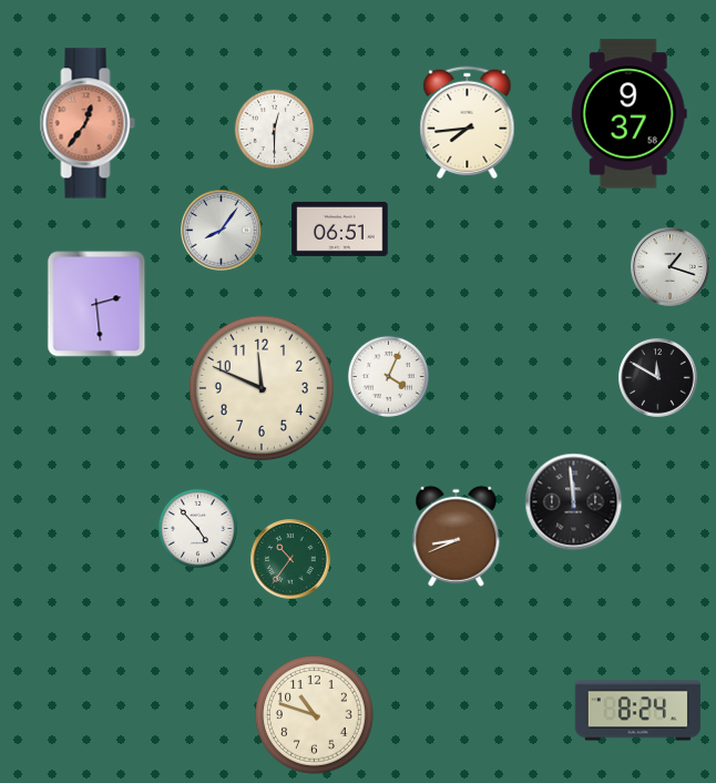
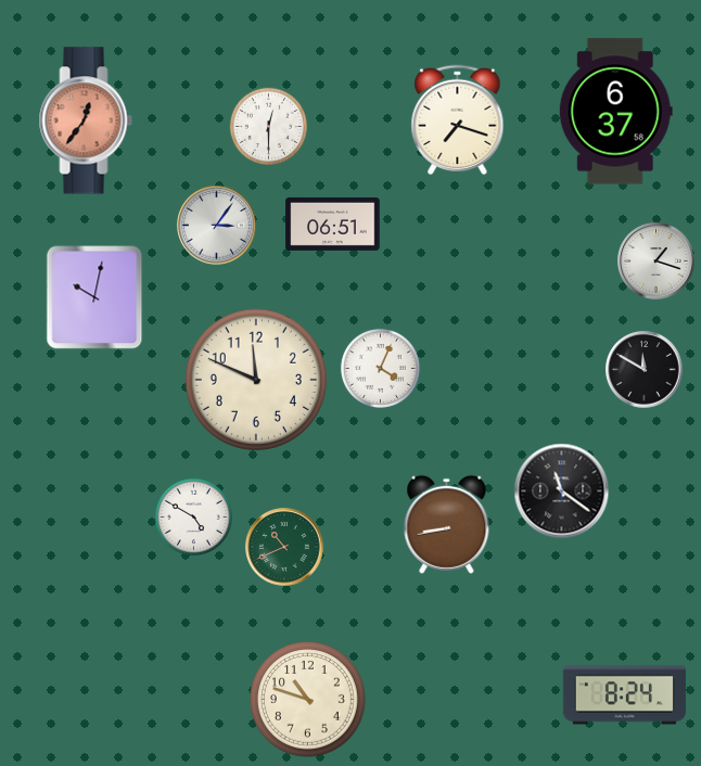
clock at (628, 114): 9:37 -> 6:37
clock at (468, 123): 7:44 -> 7:18
clock at (222, 231): 8:06 -> 3:06
clock at (96, 304): 2:29 -> 10:02
clock at (574, 502): 11:59 -> 11:21
clock at (197, 528): 4:53 -> 4:50
clock at (457, 536): 8:41 -> 8:43
clock at (290, 559): 10:36 -> 10:41
